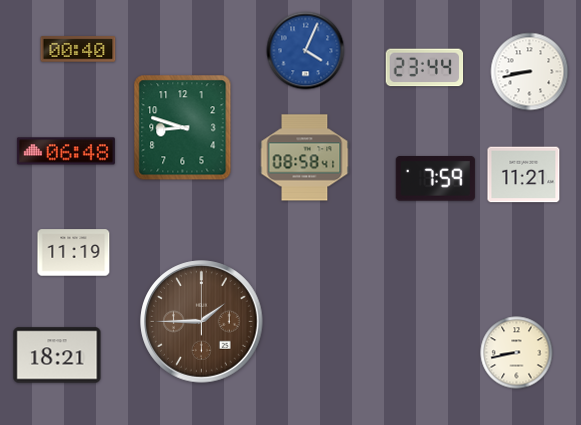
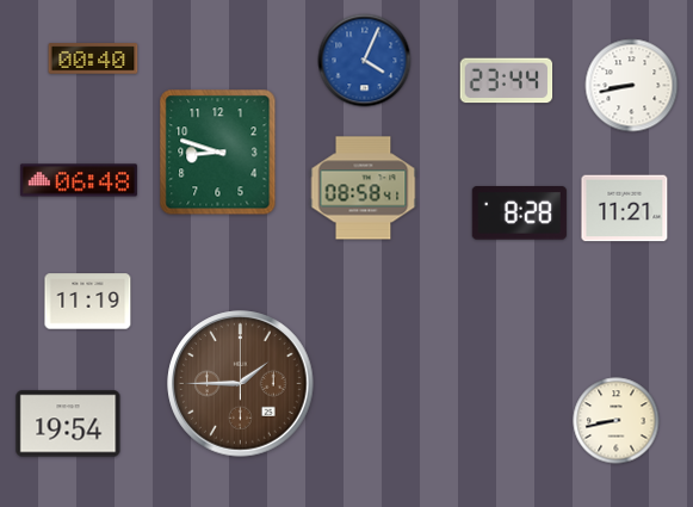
clock at (435, 179): 7:59 -> 8:28
clock at (57, 355): 18:21 -> 19:54
